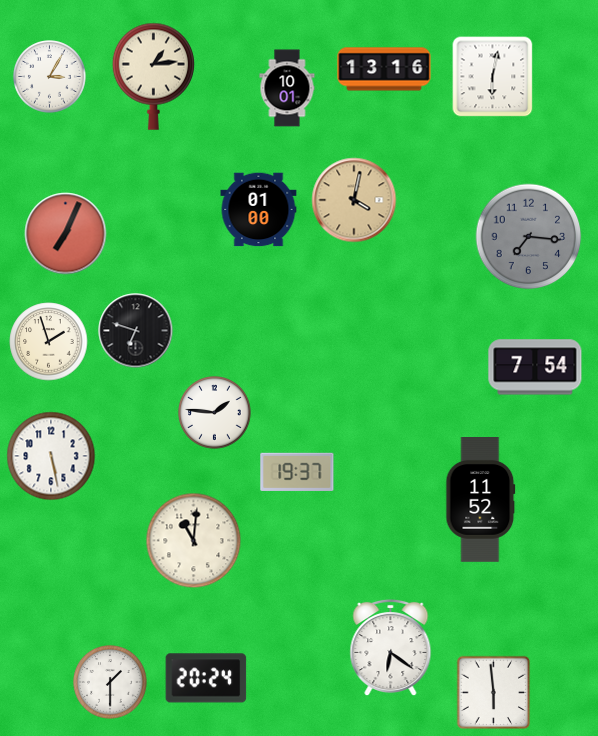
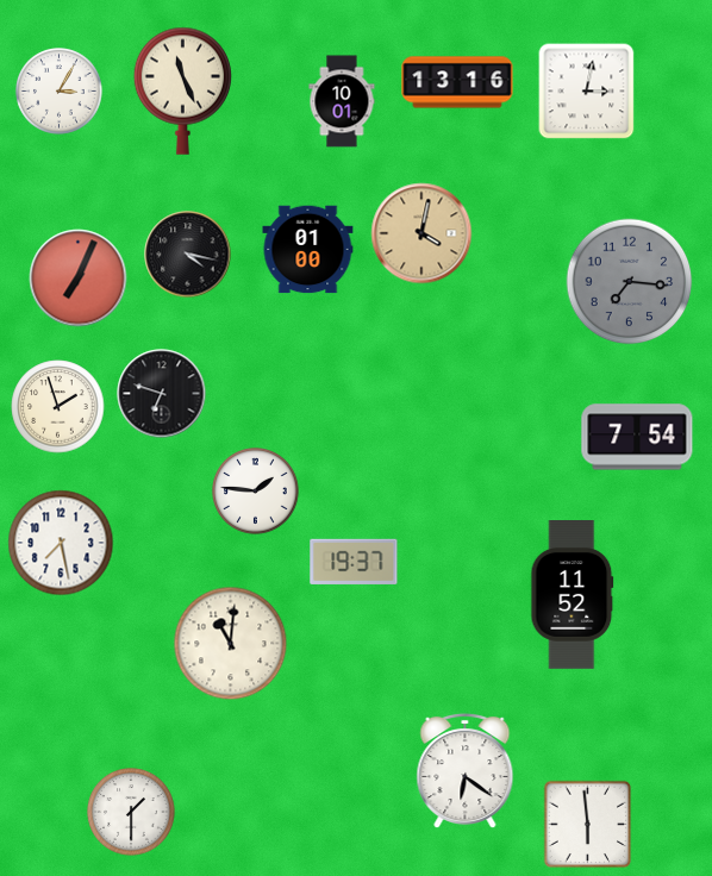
clock at (153, 76): 1:14 -> 11:26
clock at (493, 77): 6:02 -> 3:02
clock at (287, 88) position: (287, 88) -> (342, 101)
clock at (354, 200) position: (354, 200) -> (421, 233)
clock at (188, 255): none -> 4:17
clock at (51, 456): 5:28 -> 7:28
clock at (206, 678): 20:24 -> none
